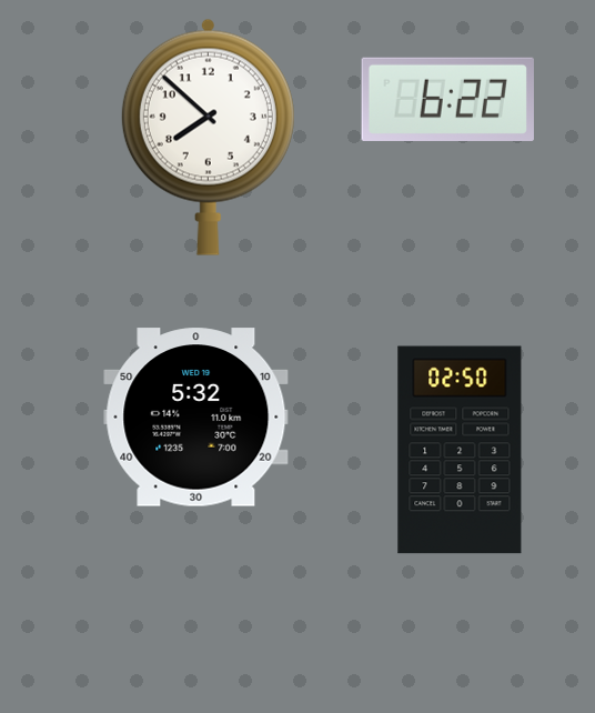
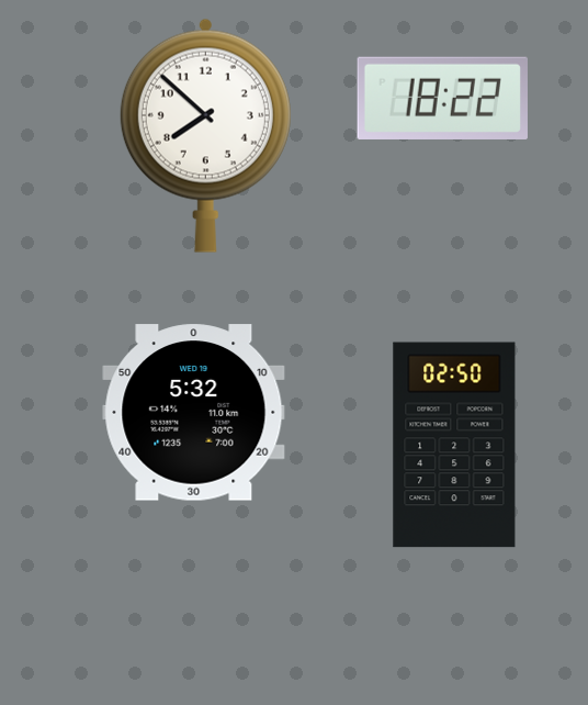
clock at (447, 99): 6:22 -> 18:22
